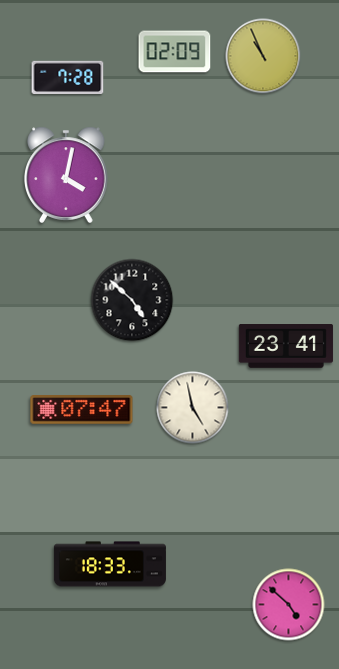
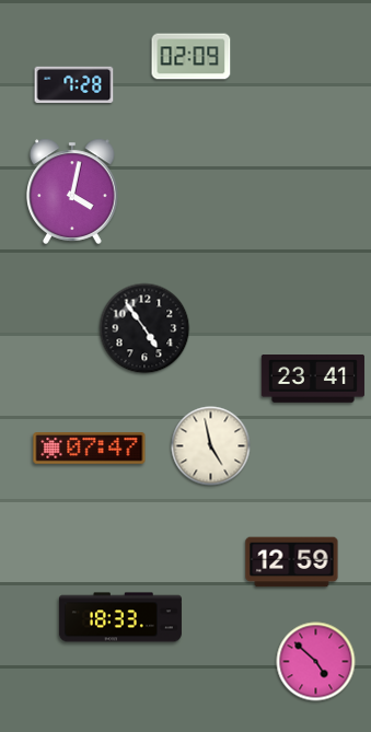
clock at (263, 56): 10:56 -> none
clock at (132, 300): 4:52 -> 4:54
clock at (292, 562): none -> 12:59
